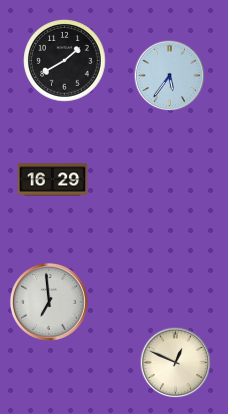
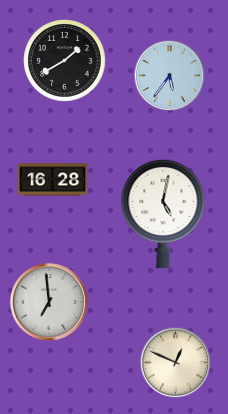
clock at (53, 180): 16:29 -> 16:28
clock at (163, 214): none -> 5:02
